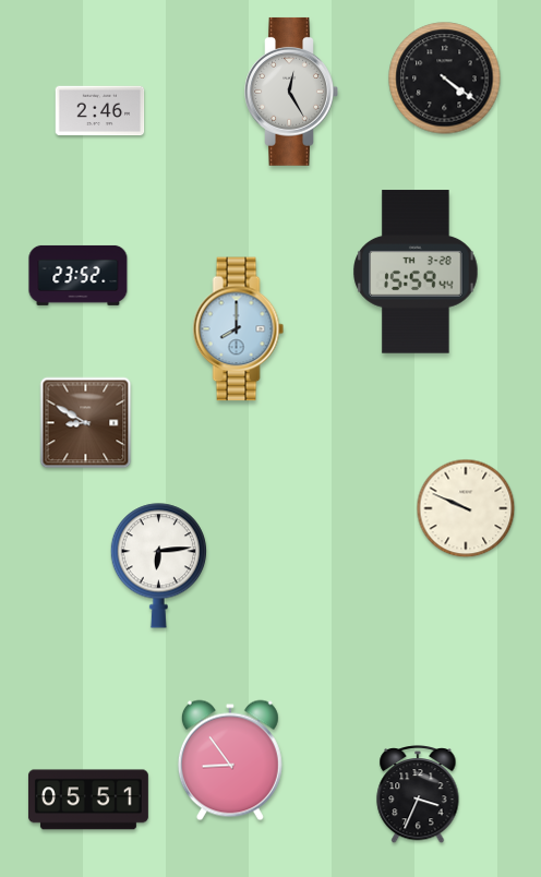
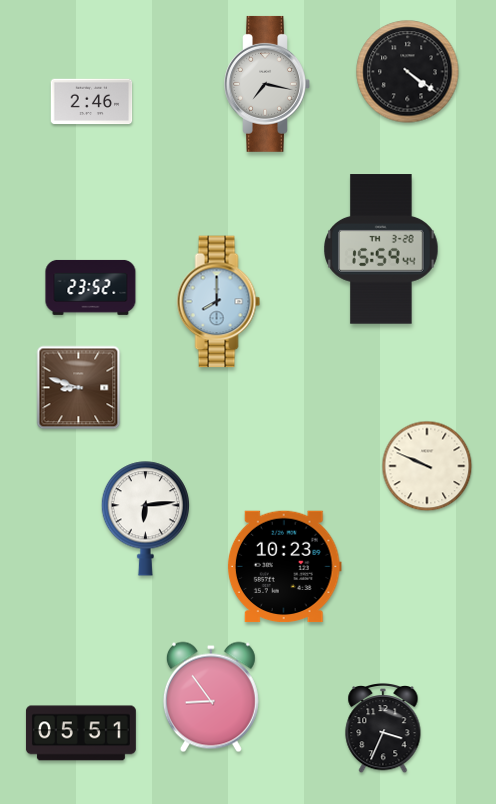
clock at (291, 92): 12:25 -> 7:17
clock at (79, 275) position: (79, 275) -> (91, 287)
clock at (86, 423): 8:50 -> 8:48
clock at (284, 567): none -> 10:23
